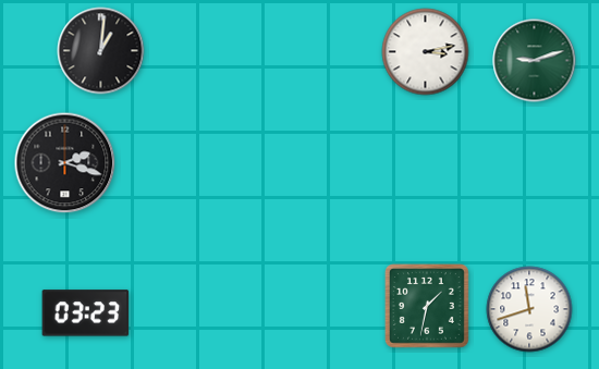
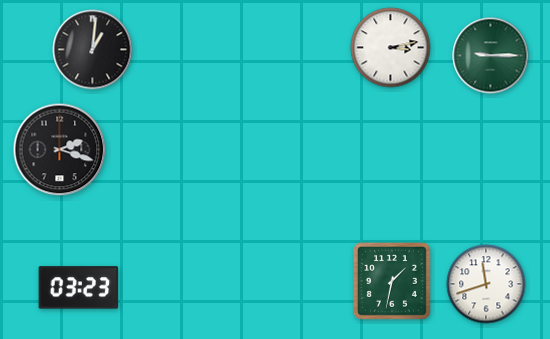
clock at (101, 51) position: (101, 51) -> (93, 50)
clock at (535, 61): 9:12 -> 9:15
